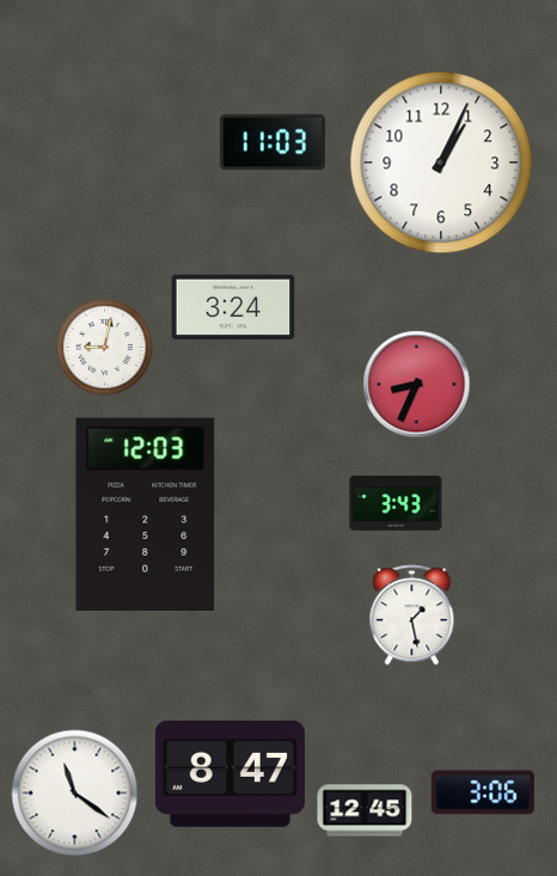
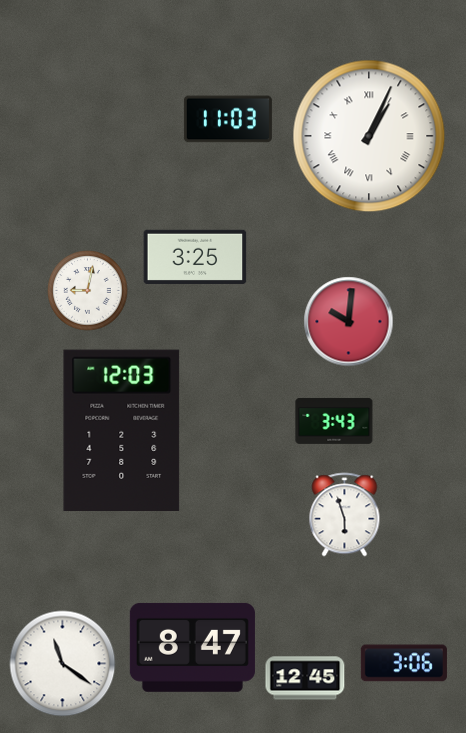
clock at (441, 163) numerals: Arabic -> Roman
clock at (233, 307): 3:24 -> 3:25
clock at (417, 385): 8:34 -> 10:01
clock at (396, 503) position: (396, 503) -> (334, 421)
clock at (412, 615): 1:28 -> 5:57
